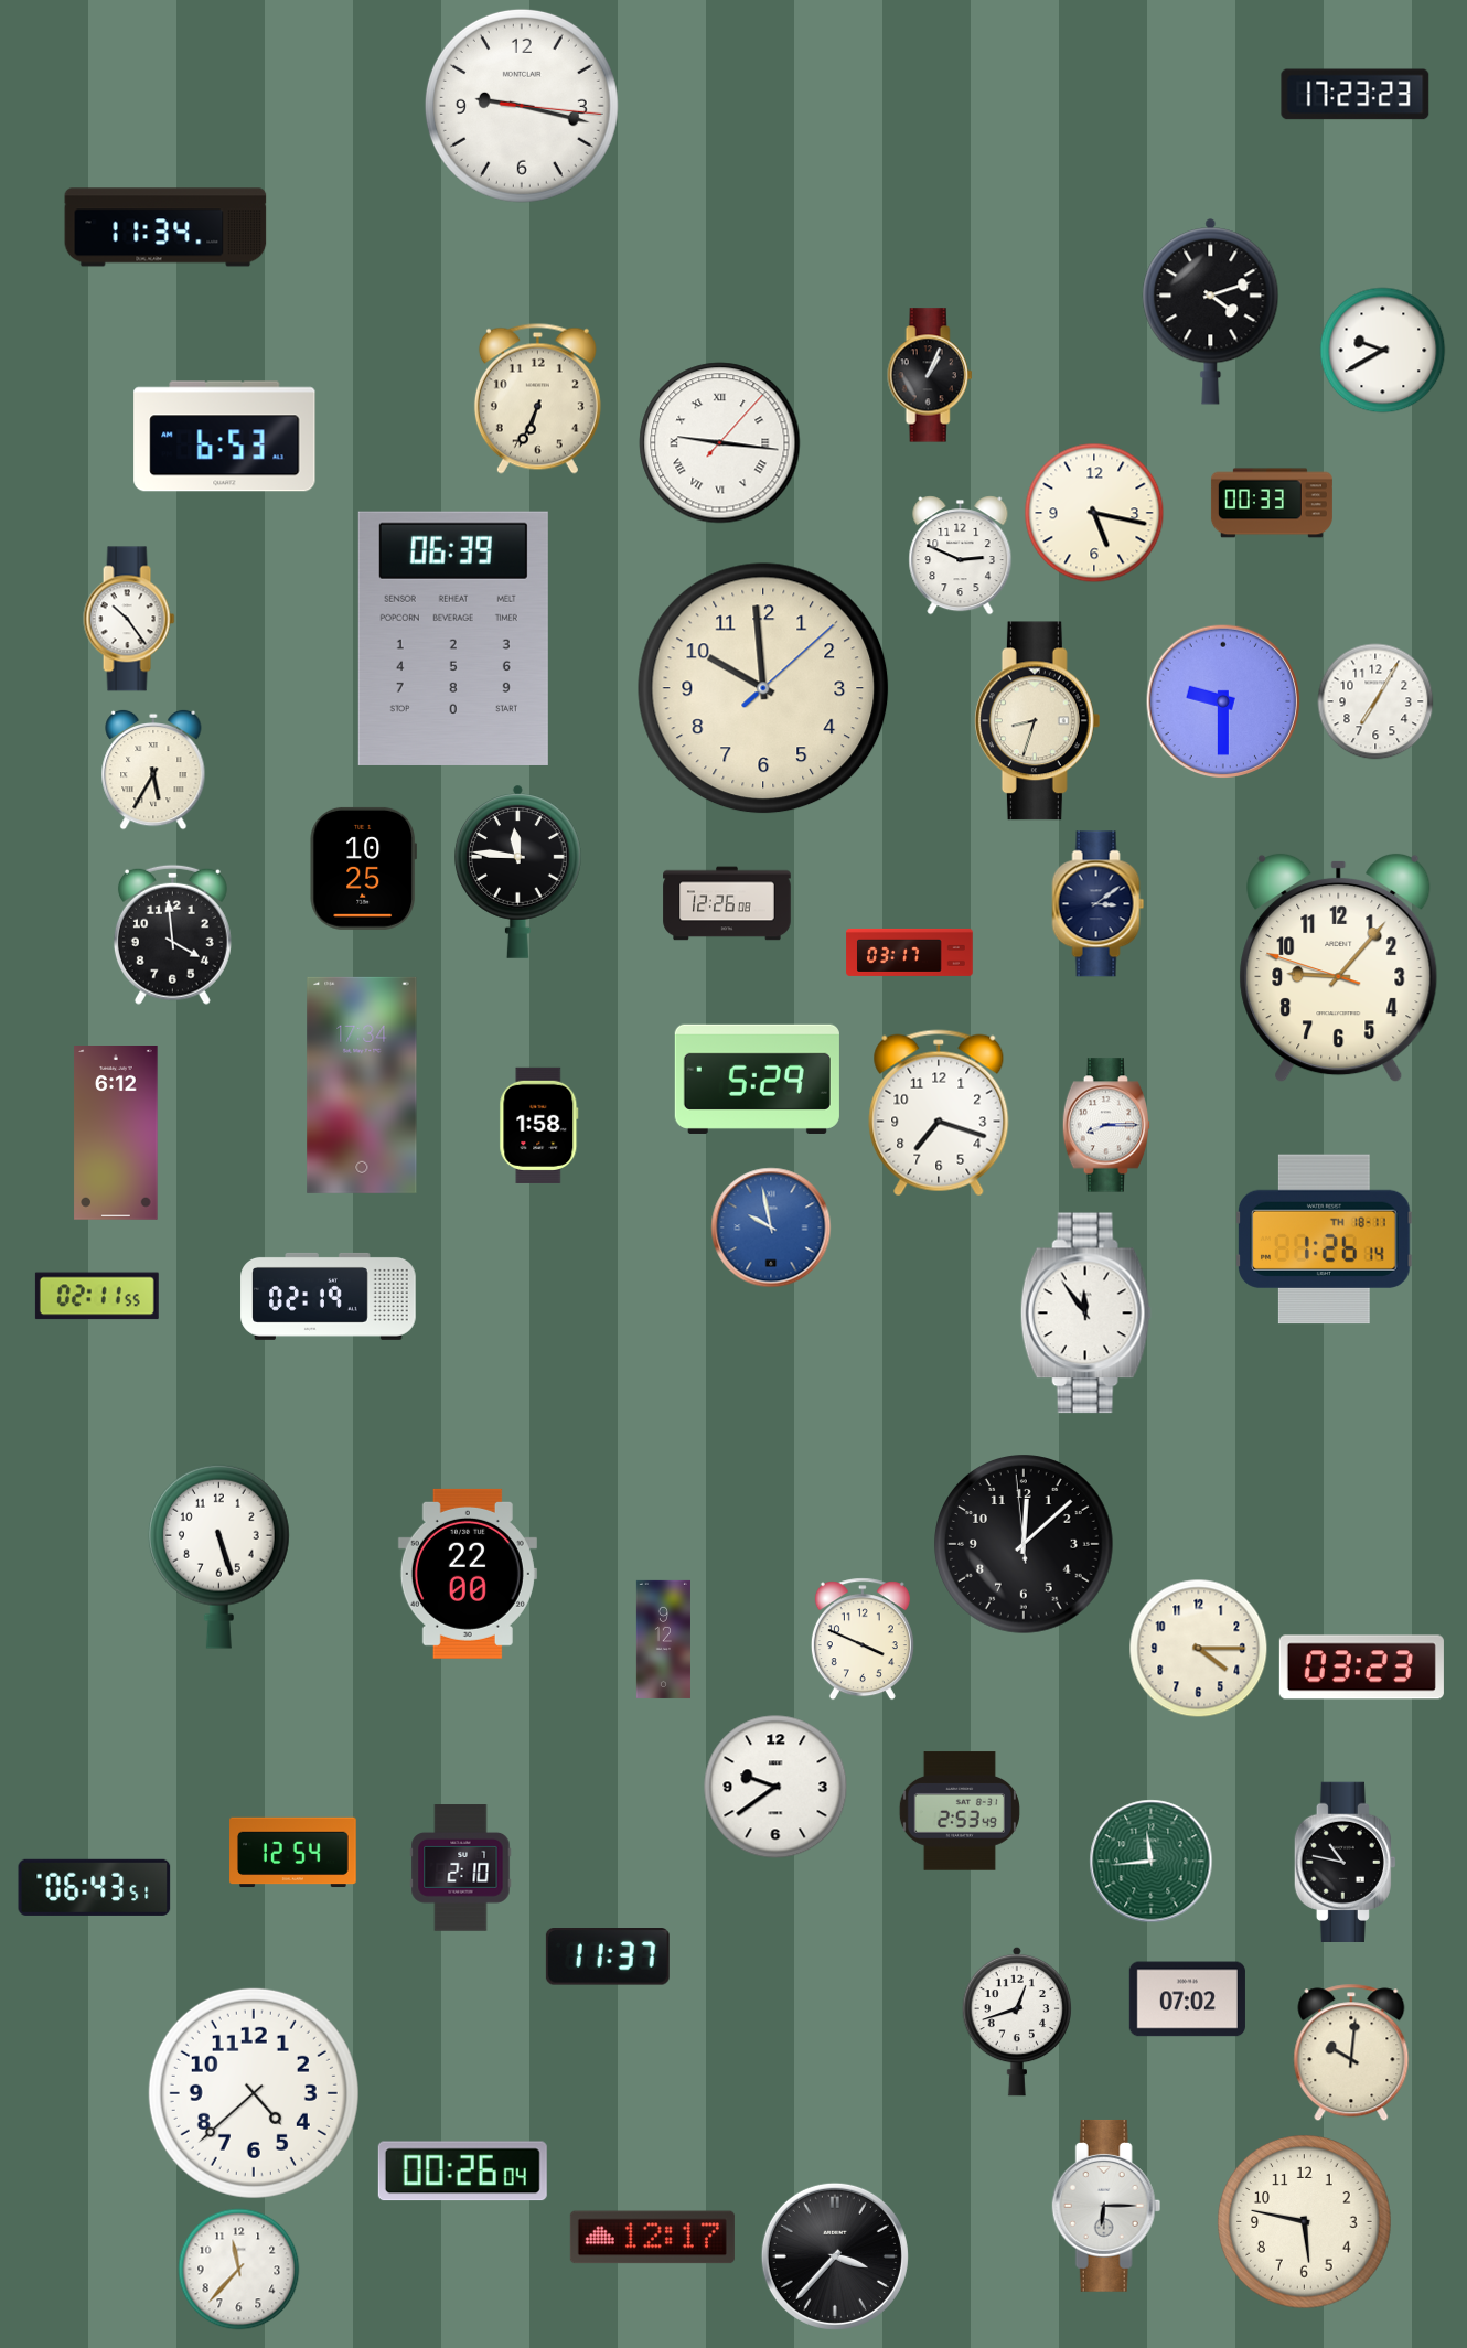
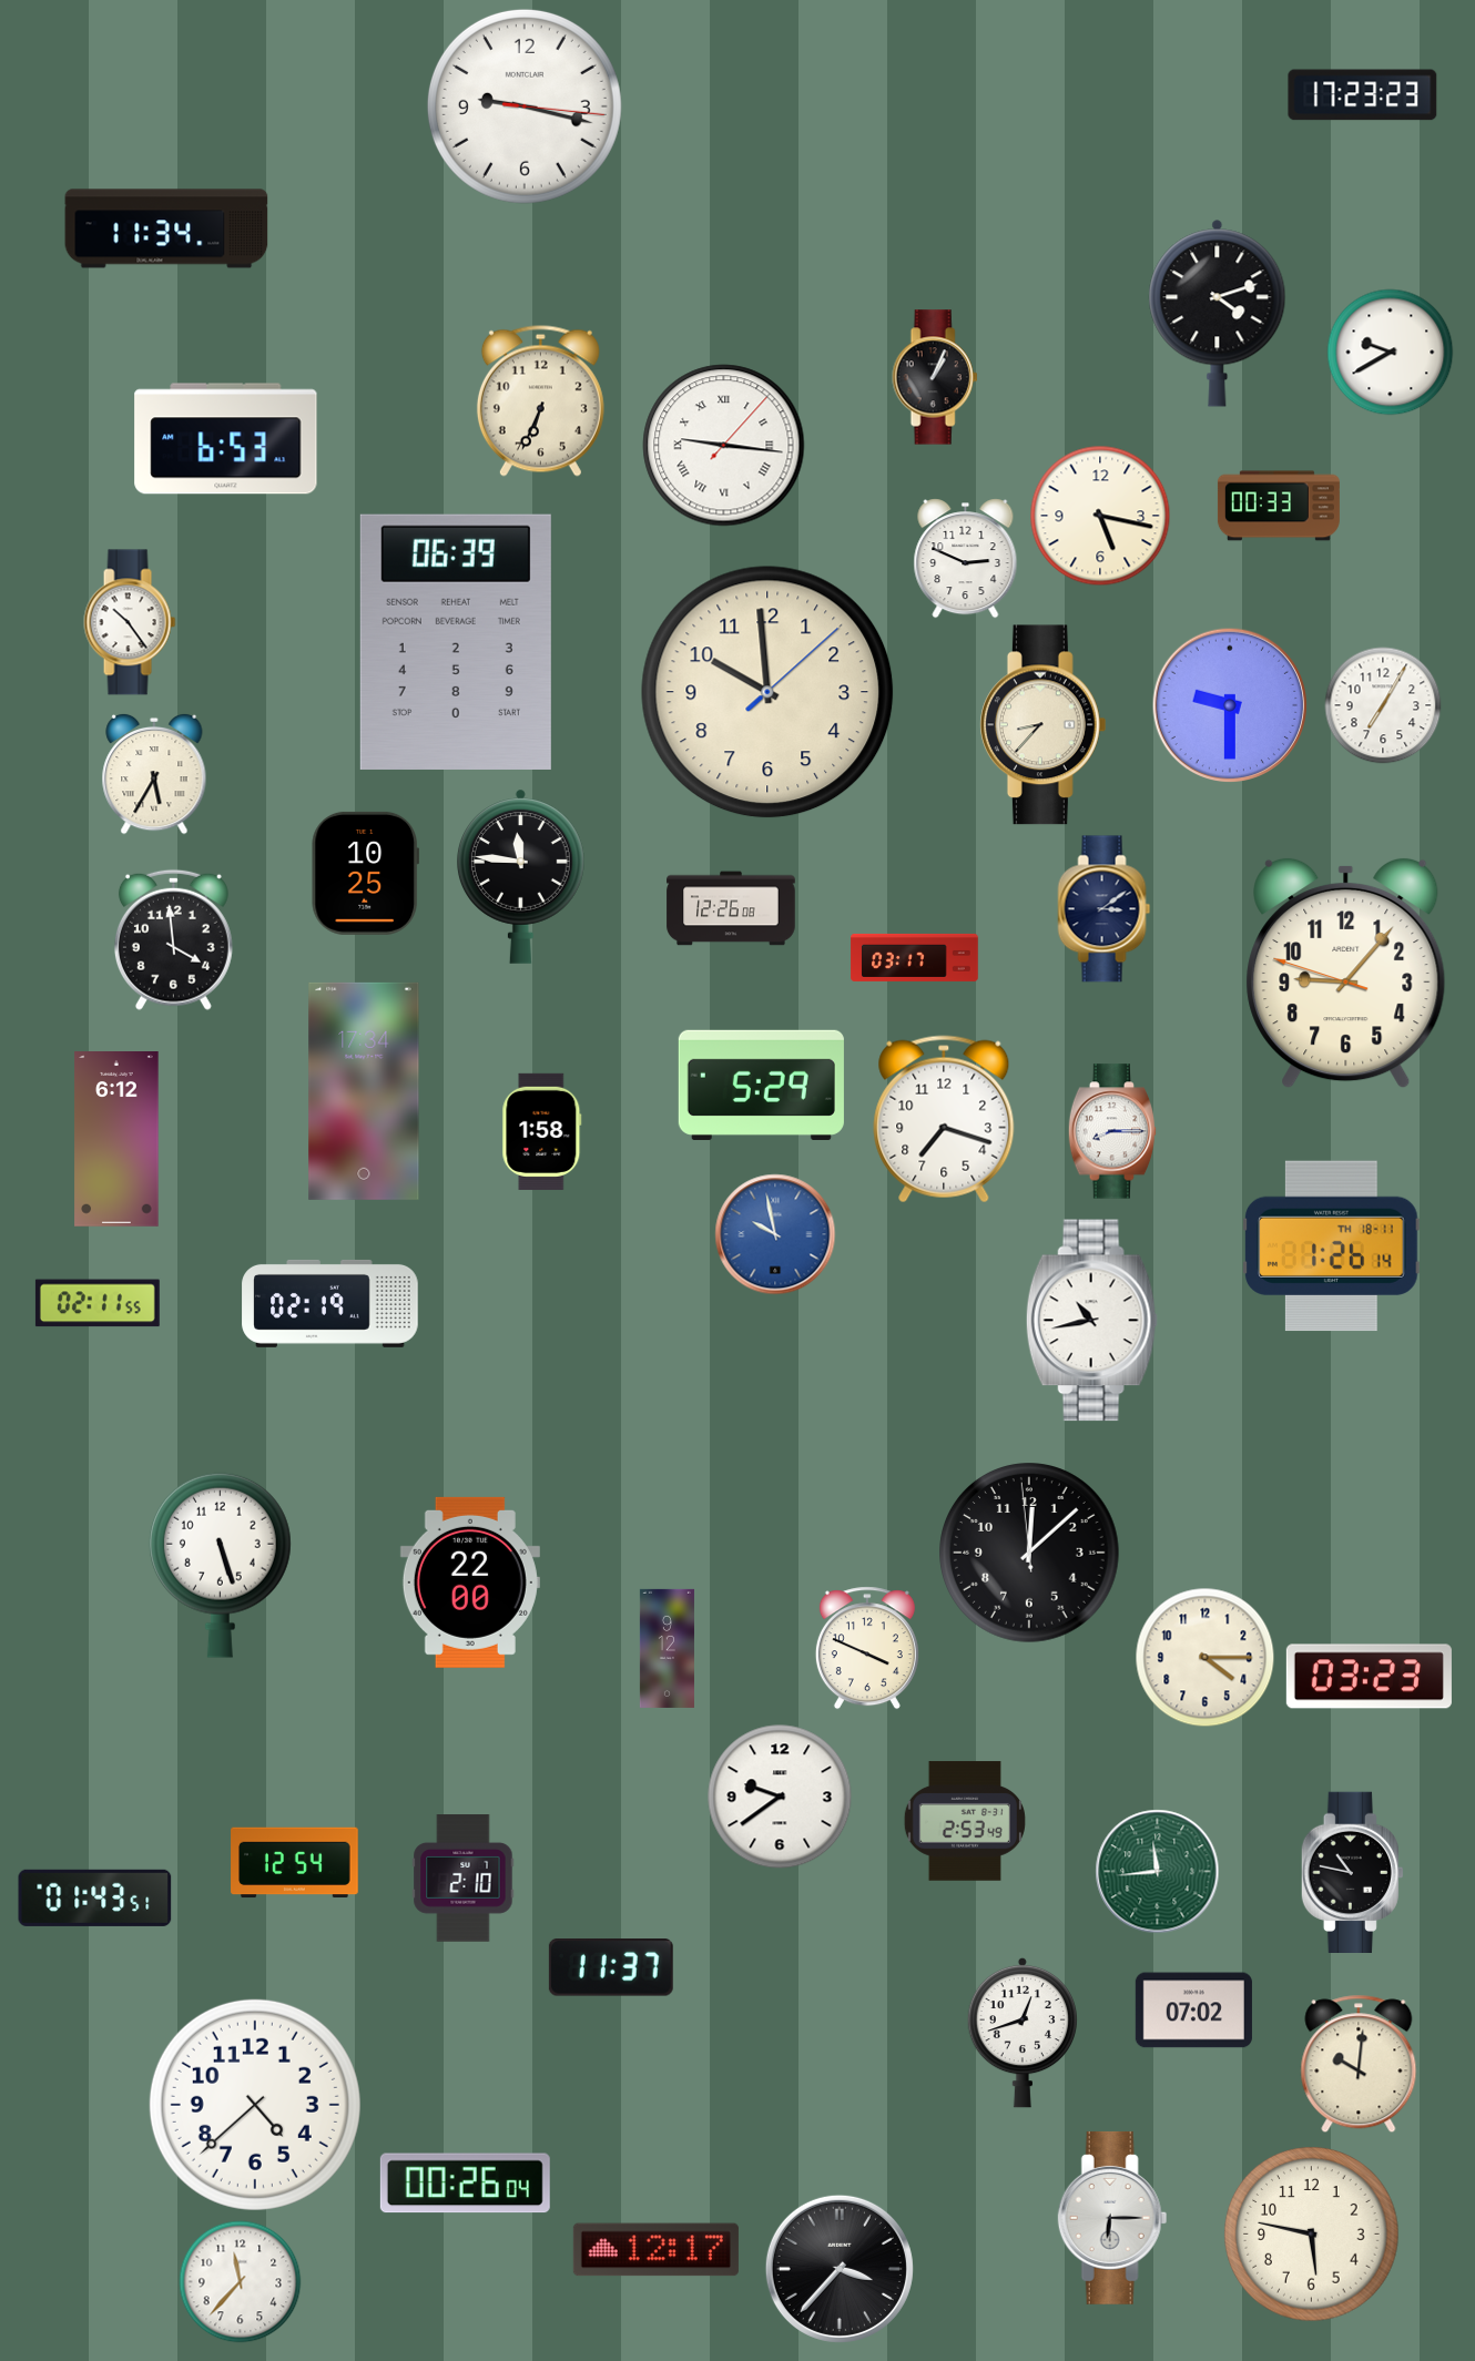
clock at (1037, 721): 8:33 -> 8:37
clock at (1085, 1314): 11:54 -> 10:43
clock at (95, 1887): 06:43 -> 01:43
